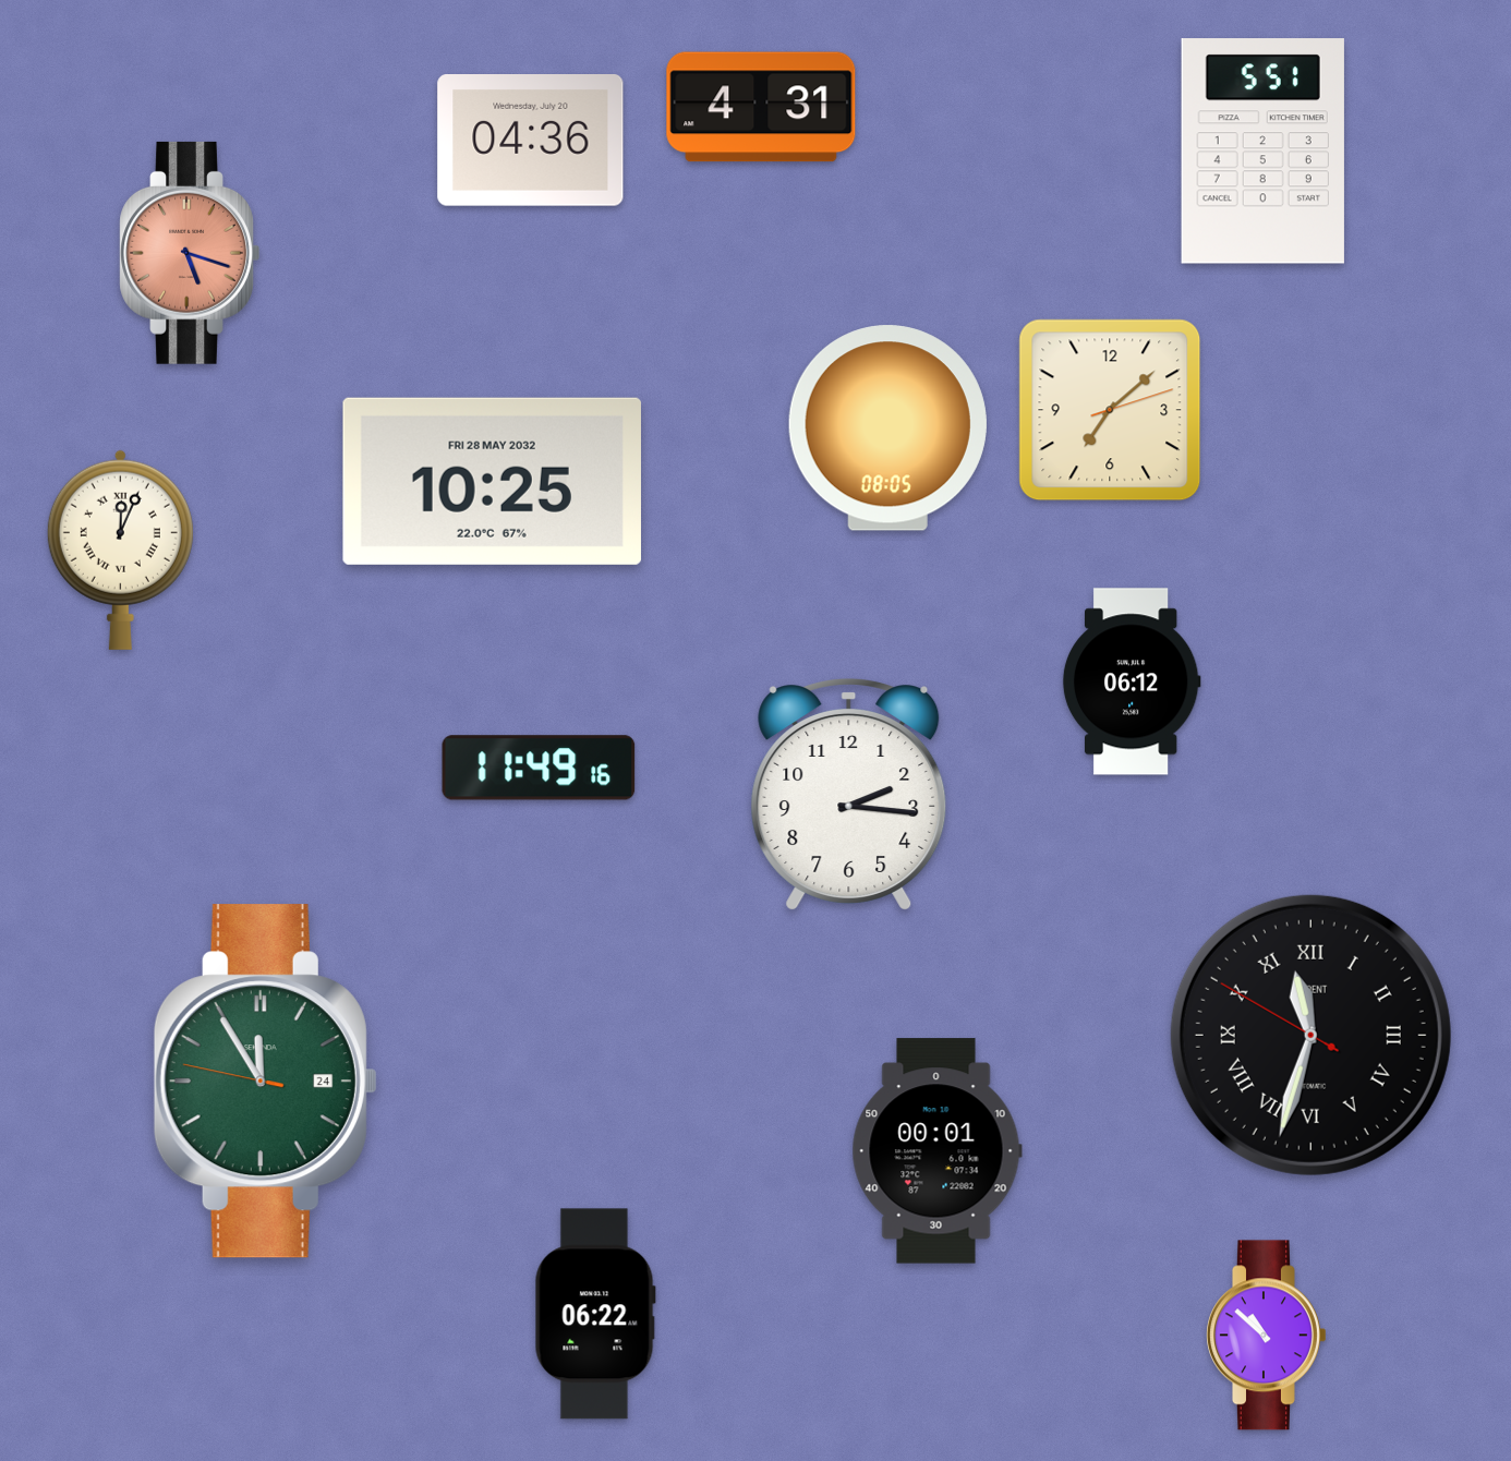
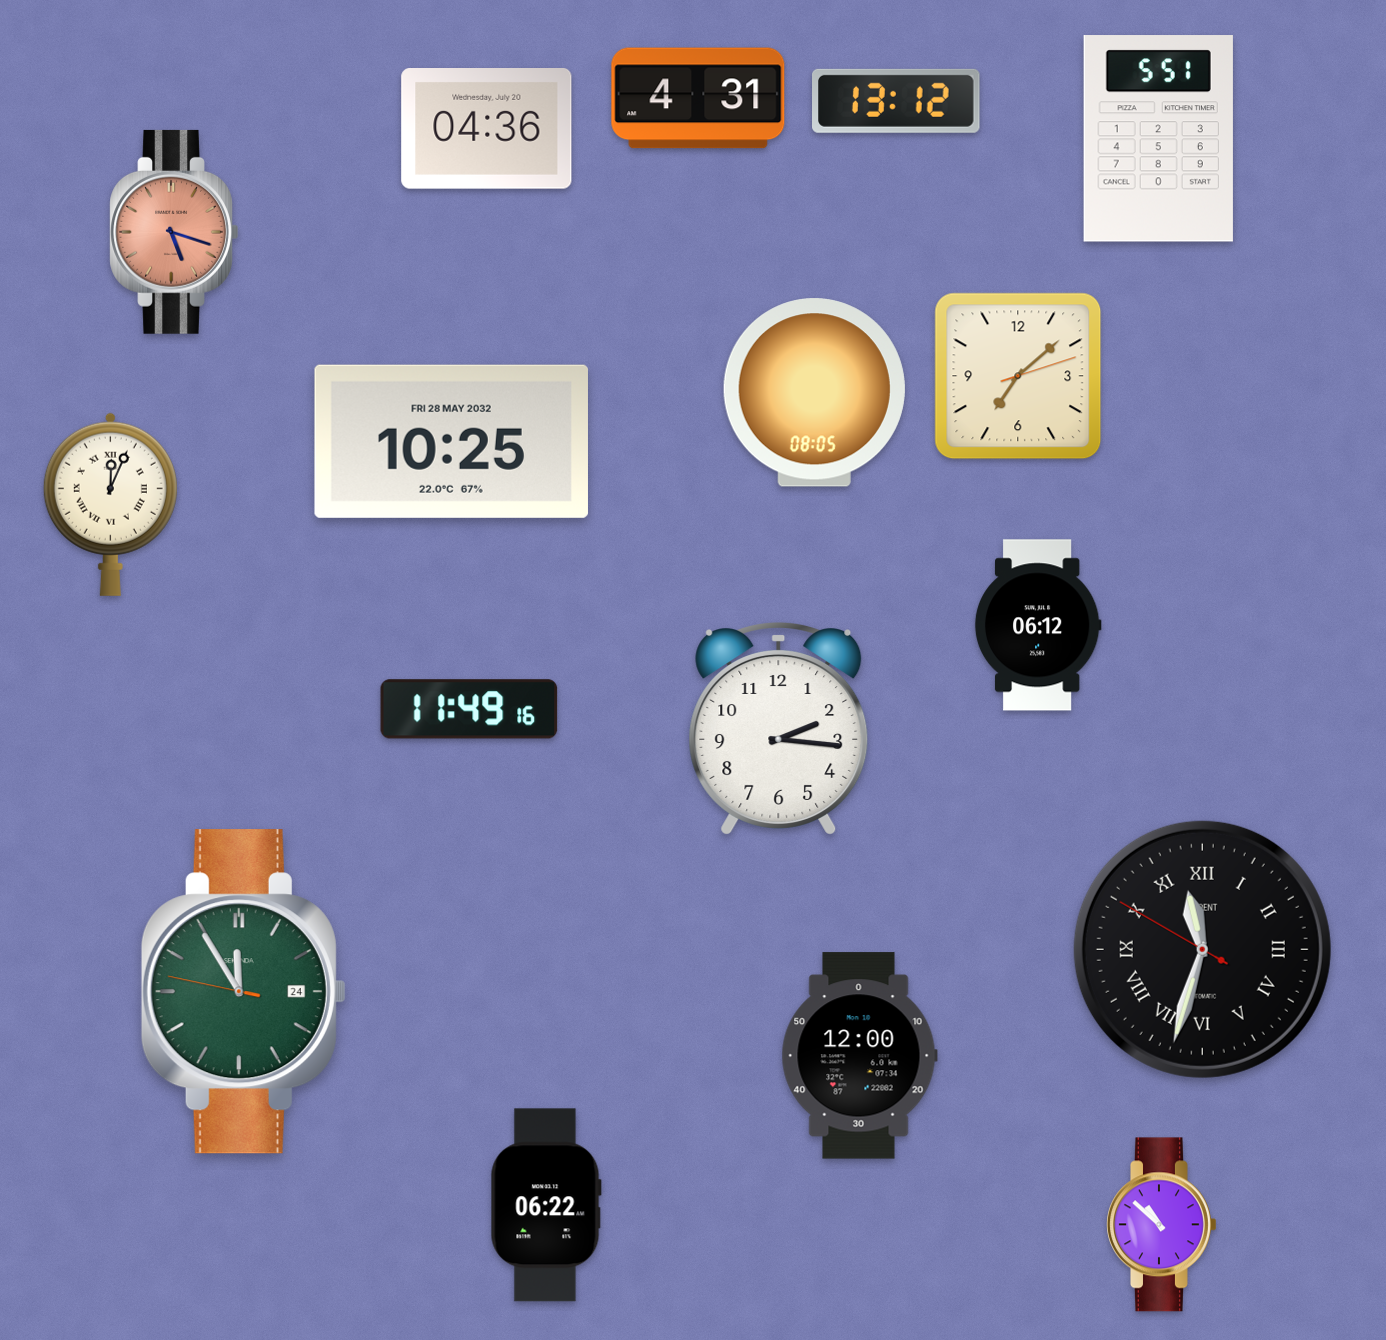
clock at (896, 101): none -> 13:12
clock at (539, 768) position: (539, 768) -> (469, 709)
clock at (936, 1151): 00:01 -> 12:00
